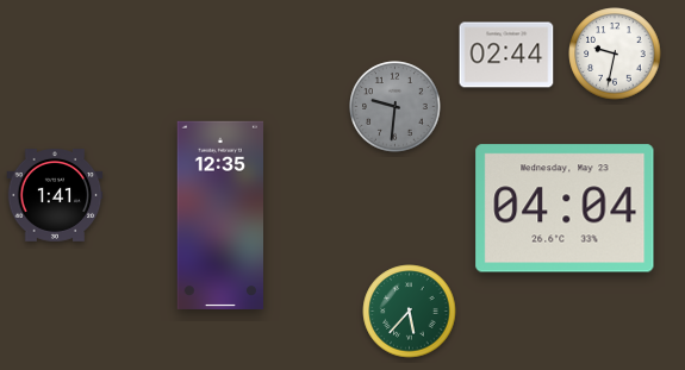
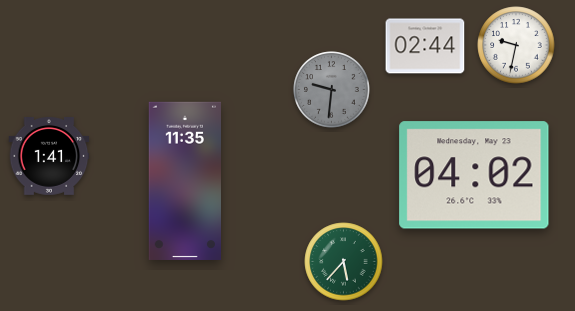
clock at (55, 196) position: (55, 196) -> (49, 157)
clock at (565, 208): 04:04 -> 04:02
clock at (219, 215): 12:35 -> 11:35
